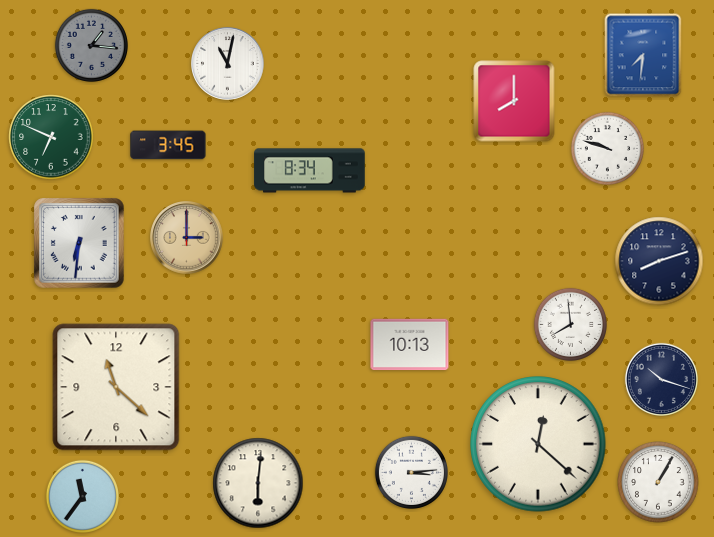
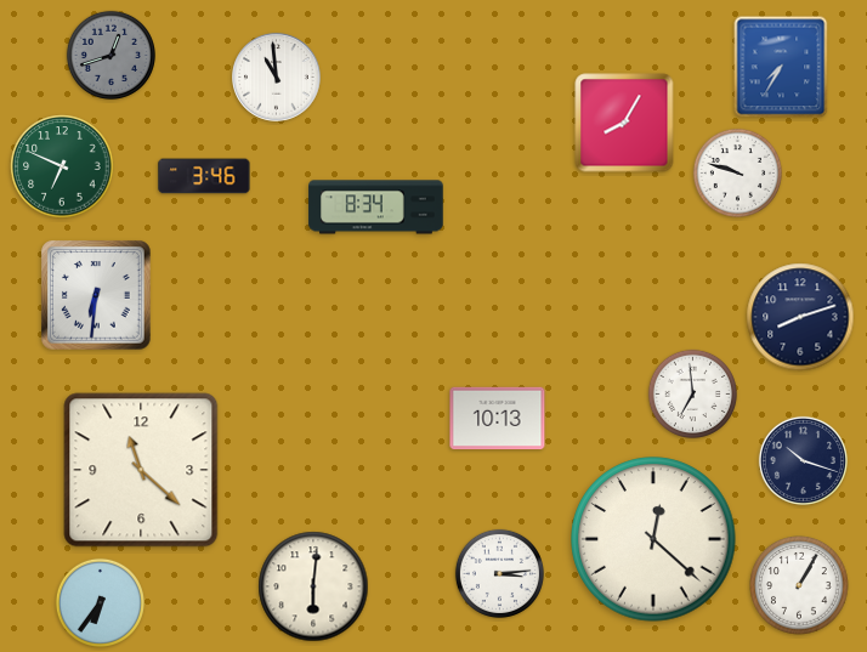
clock at (91, 45): 1:16 -> 12:42
clock at (643, 55): 7:31 -> 7:35
clock at (228, 64): 11:02 -> 10:59
clock at (514, 101): 8:00 -> 8:05
clock at (168, 145): 3:45 -> 3:46
clock at (607, 148) position: (607, 148) -> (737, 172)
clock at (187, 238): 3:00 -> none
clock at (570, 324): 7:59 -> 6:59
clock at (82, 496): 11:36 -> 6:36
